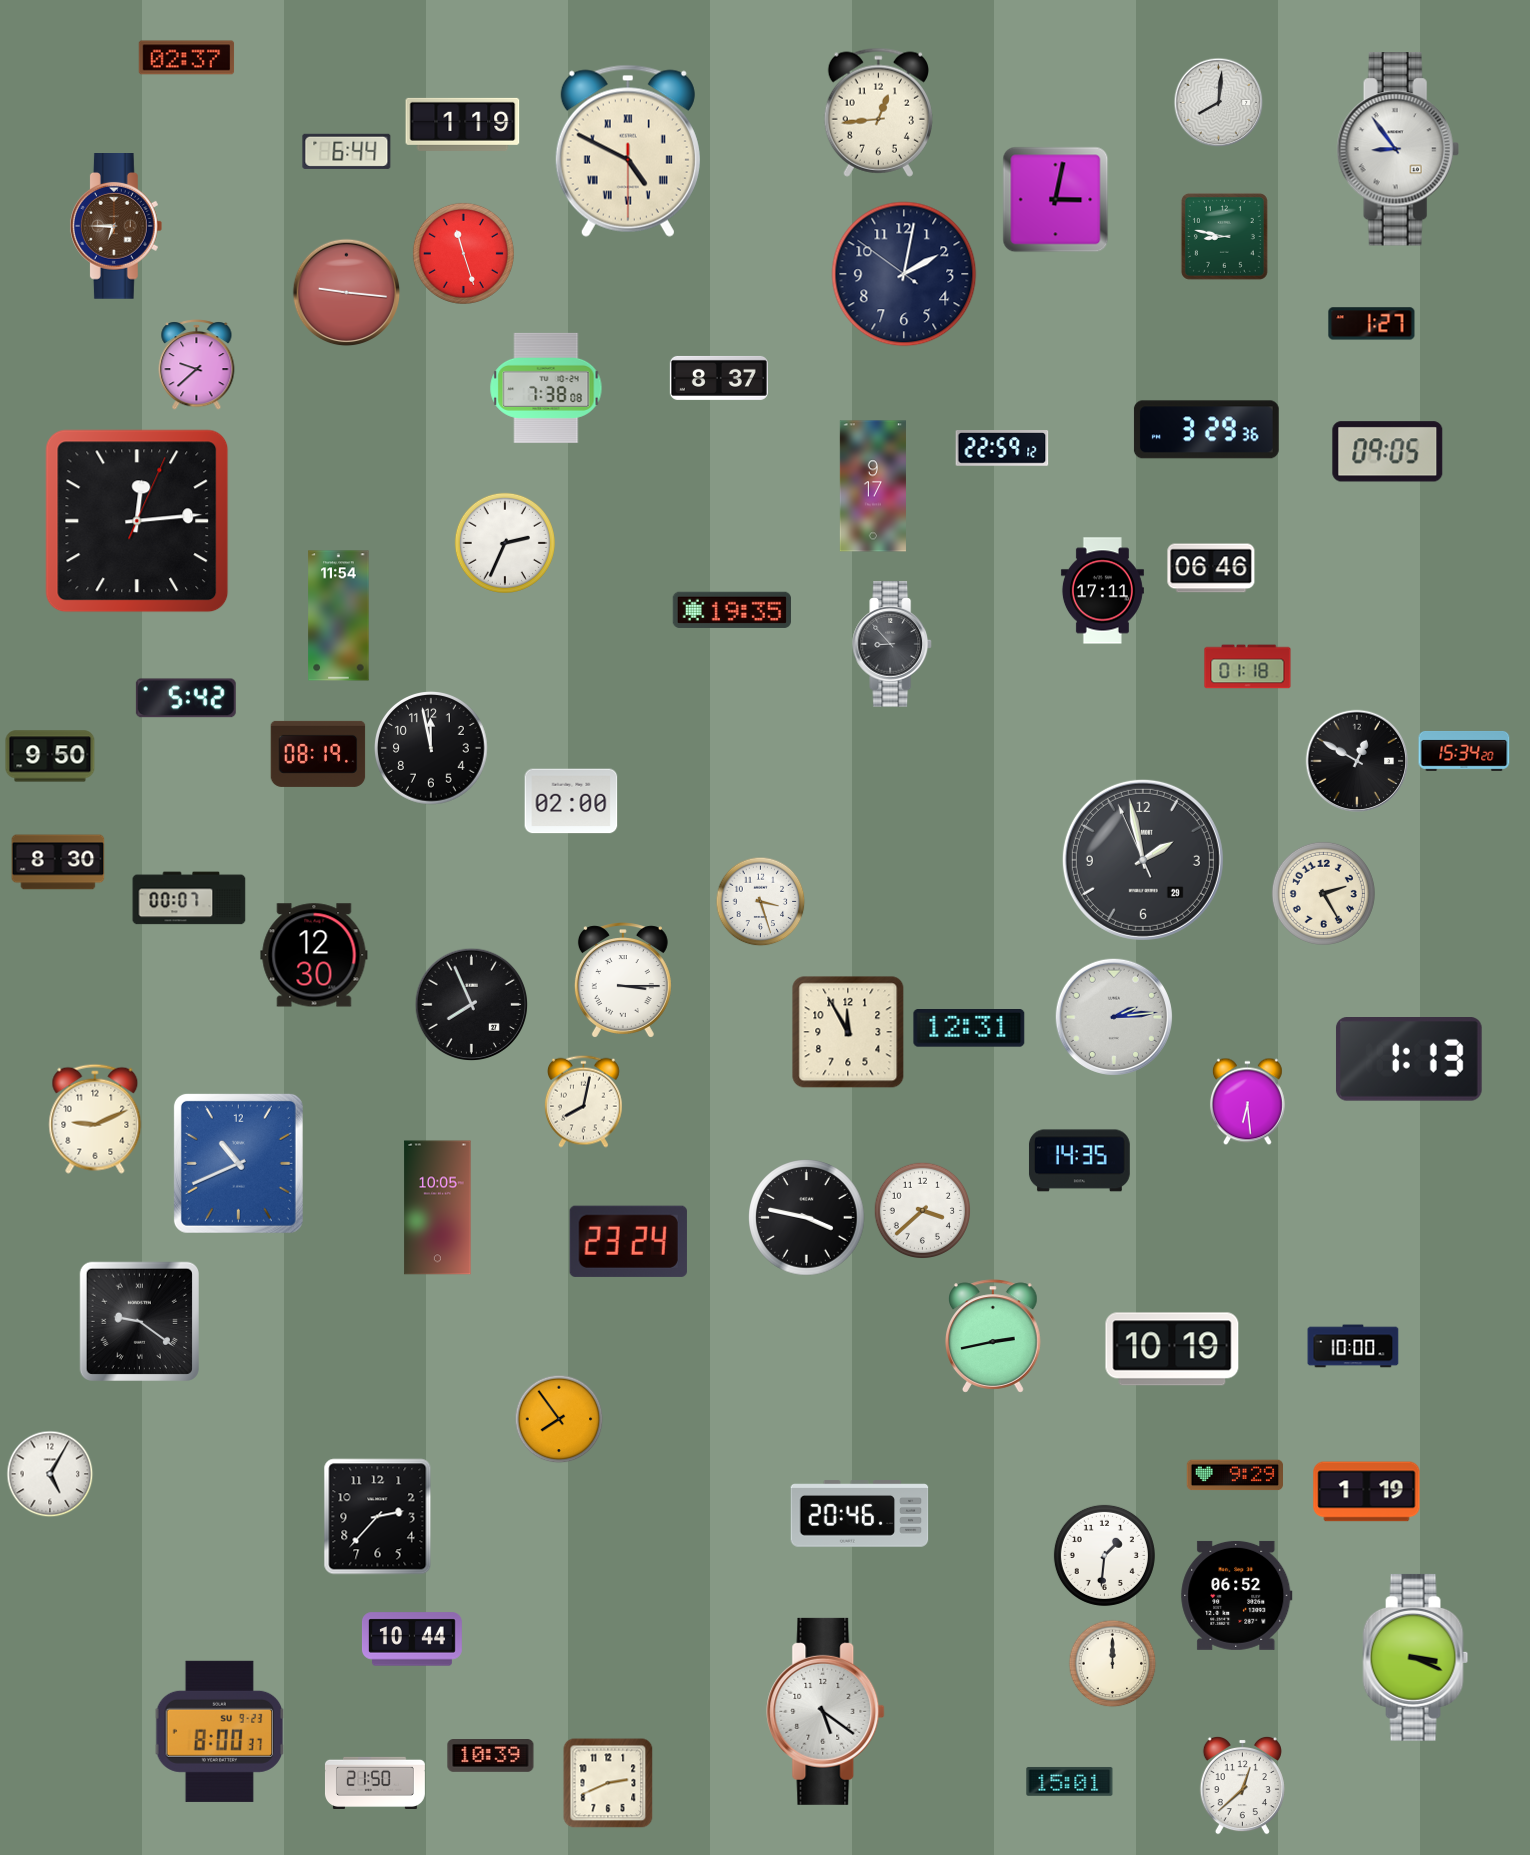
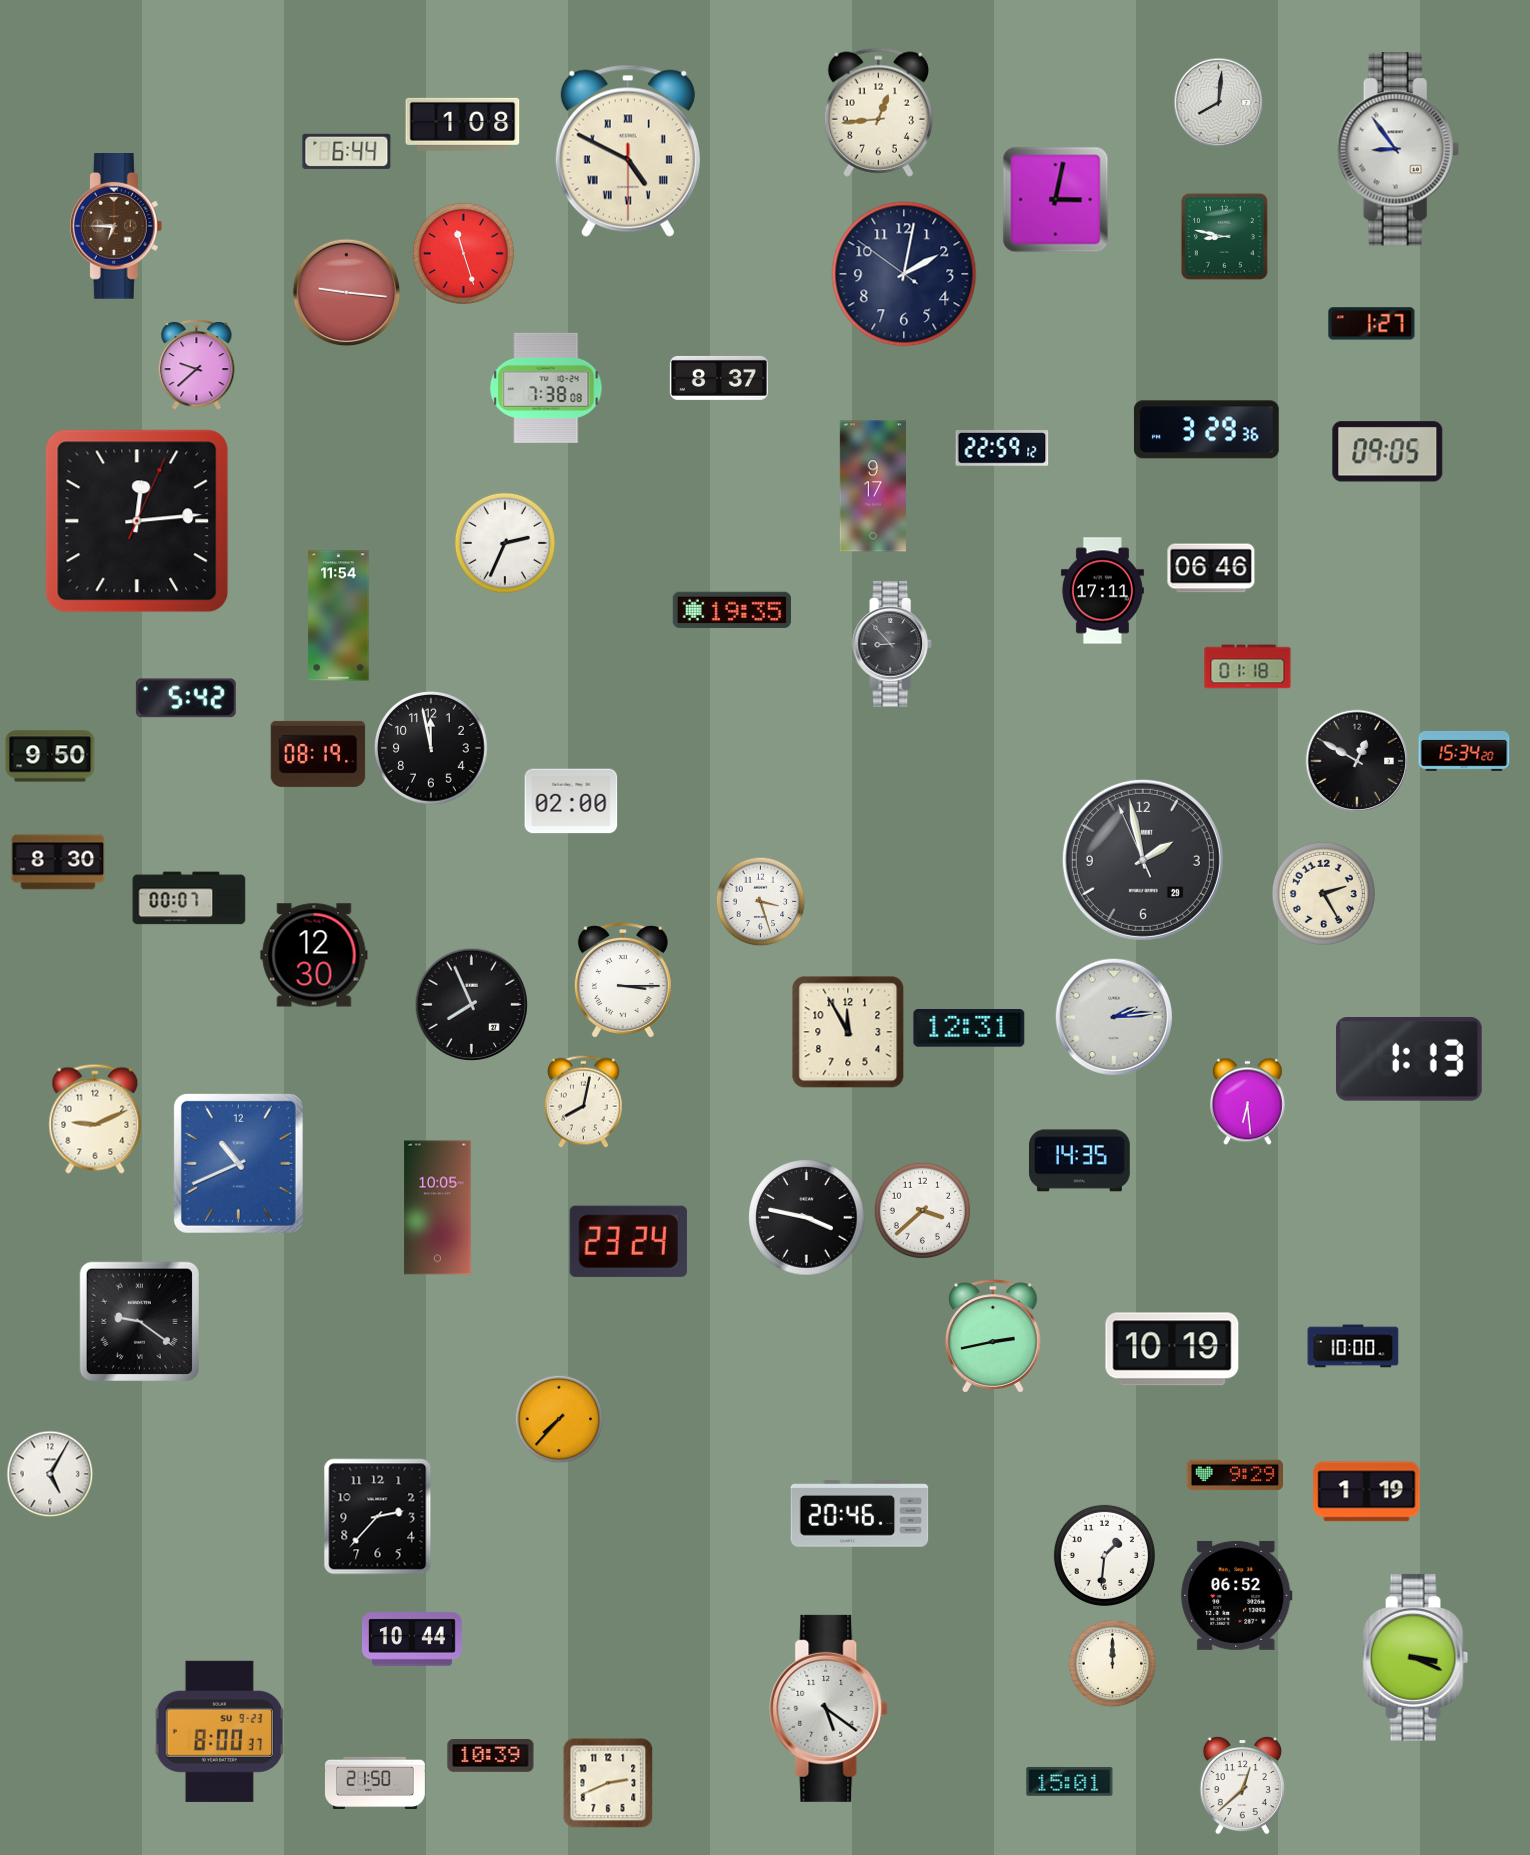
clock at (187, 58): 02:37 -> none
clock at (463, 124): 1:19 -> 1:08
clock at (559, 1419): 7:54 -> 7:37
clock at (826, 1711) position: (826, 1711) -> (829, 1708)
